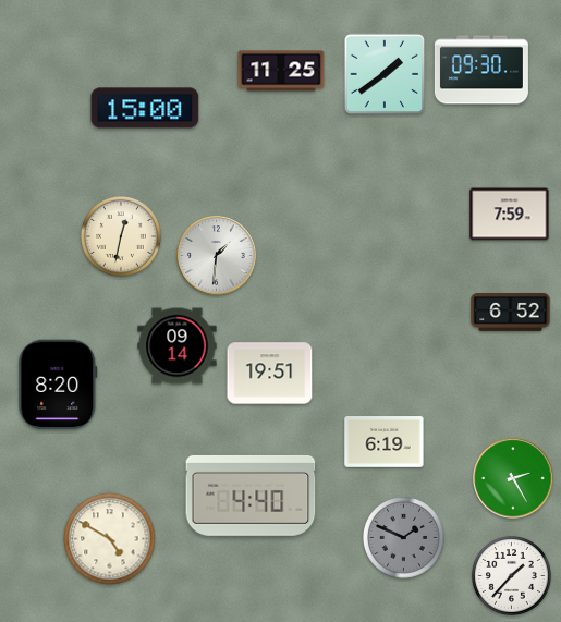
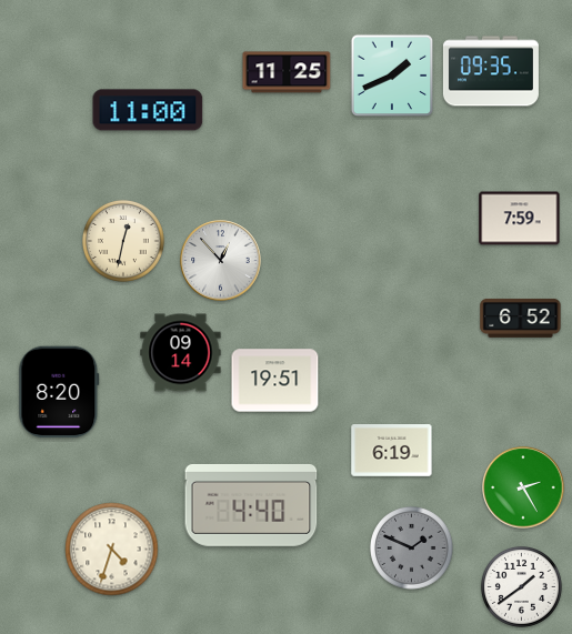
clock at (481, 70): 09:30 -> 09:35
clock at (385, 74): 1:39 -> 1:41
clock at (145, 108): 15:00 -> 11:00
clock at (217, 256): 1:31 -> 12:53
clock at (251, 496) position: (251, 496) -> (251, 505)
clock at (110, 539): 4:50 -> 4:33
clock at (511, 575): 1:37 -> 1:39
